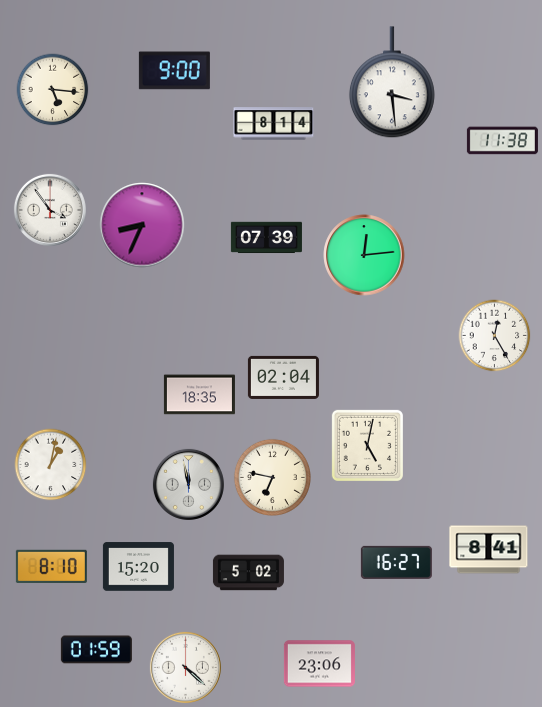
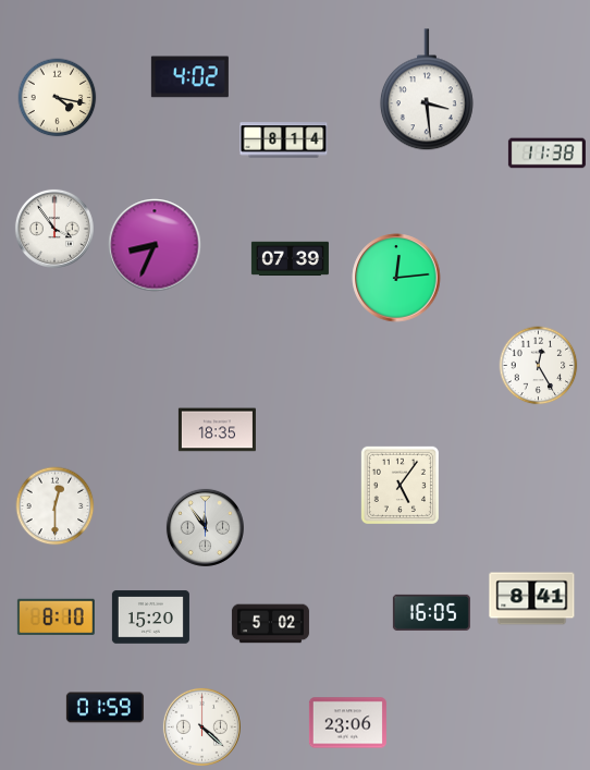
clock at (174, 71): 9:00 -> 4:02
clock at (53, 90): 5:16 -> 4:17
clock at (274, 124) position: (274, 124) -> (284, 140)
clock at (283, 377): 02:04 -> none
clock at (367, 445): 5:02 -> 5:06
clock at (51, 465): 1:02 -> 12:30
clock at (272, 477): 6:47 -> none
clock at (188, 484): 11:58 -> 11:54
clock at (396, 562): 16:27 -> 16:05
